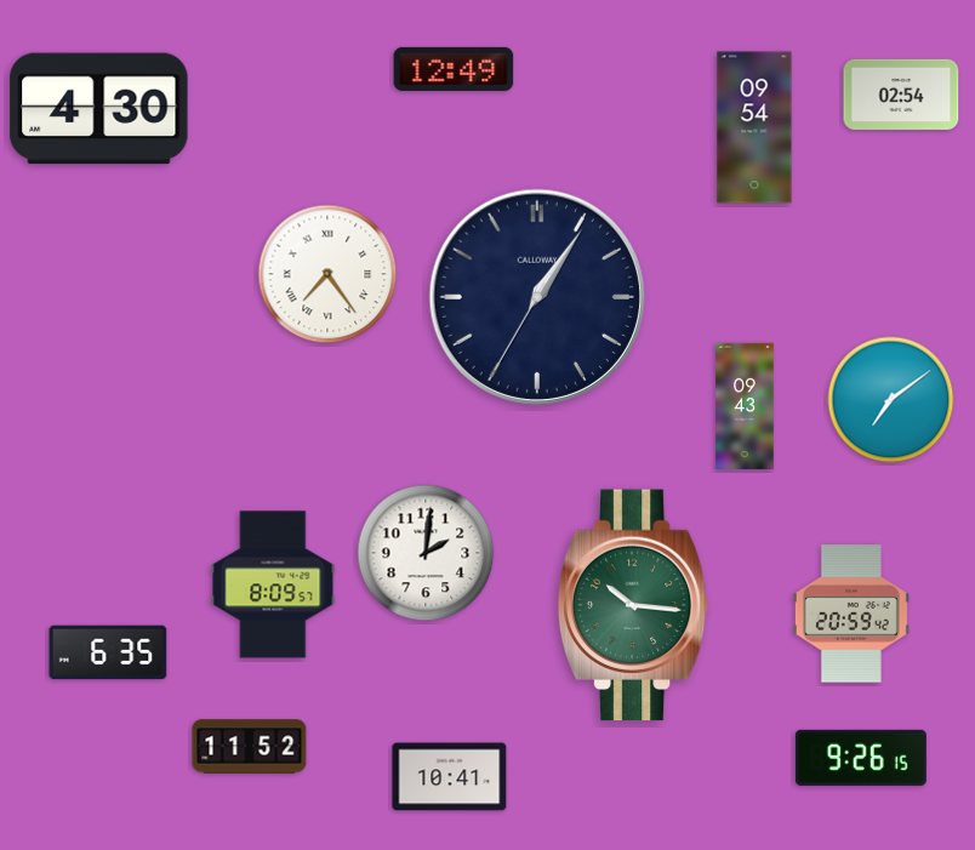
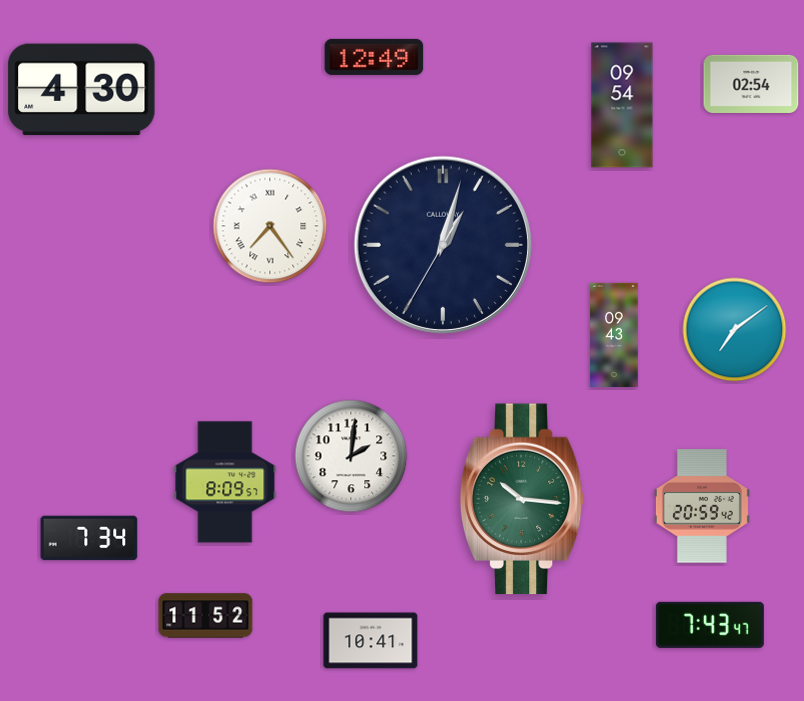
clock at (901, 95) position: (901, 95) -> (751, 84)
clock at (536, 296): 1:05 -> 1:02
clock at (108, 652): 6:35 -> 7:34
clock at (861, 758): 9:26 -> 7:43
